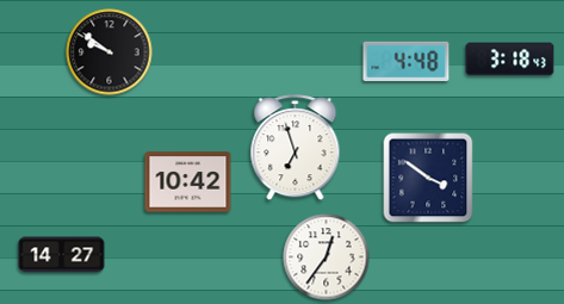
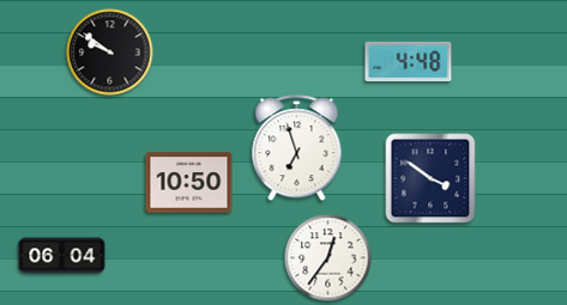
clock at (510, 60): 3:18 -> none
clock at (188, 182): 10:42 -> 10:50
clock at (62, 255): 14:27 -> 06:04
